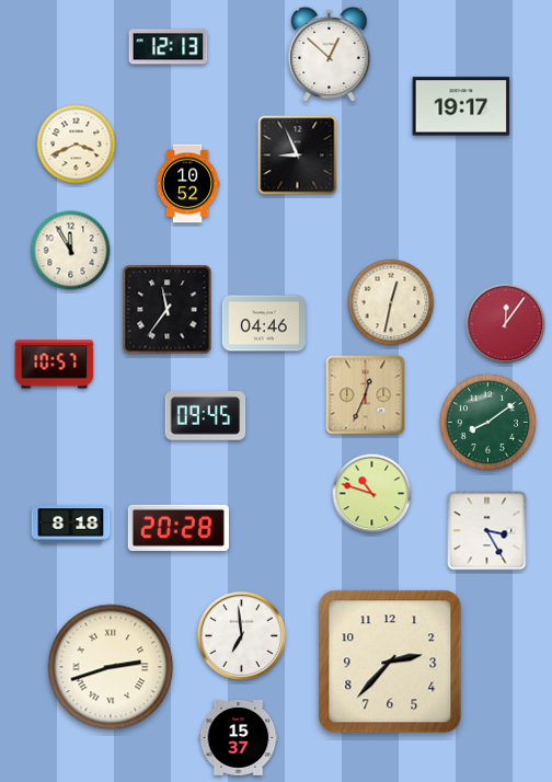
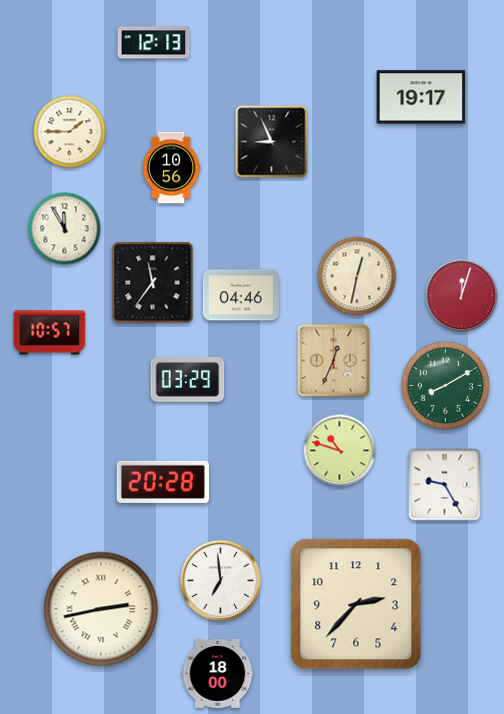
clock at (330, 55): 12:52 -> none
clock at (77, 145): 3:41 -> 1:45
clock at (187, 184): 10:52 -> 10:56
clock at (506, 324): 12:06 -> 12:03
clock at (206, 416): 09:45 -> 03:29
clock at (487, 422): 8:09 -> 8:10
clock at (71, 525): 8:18 -> none
clock at (487, 531): 3:25 -> 9:25
clock at (111, 667): 2:42 -> 2:43
clock at (239, 737): 15:37 -> 18:00
